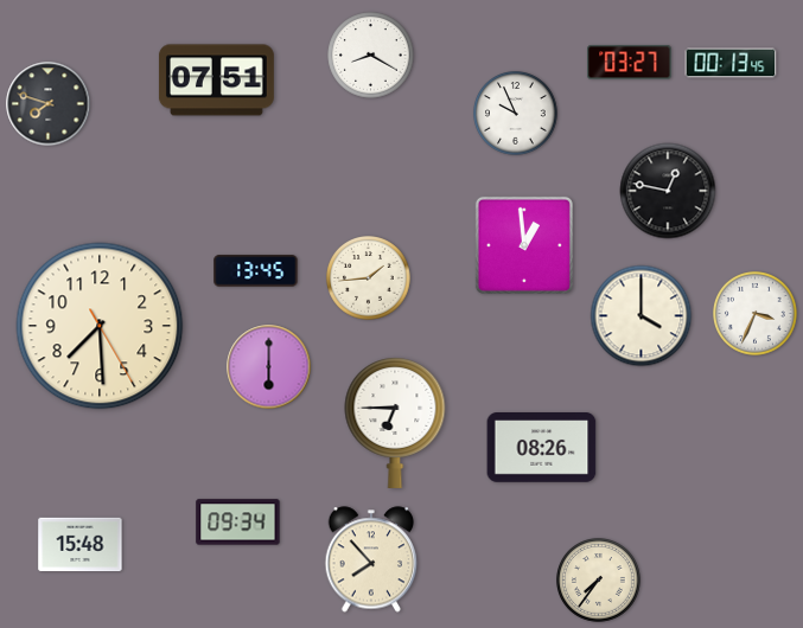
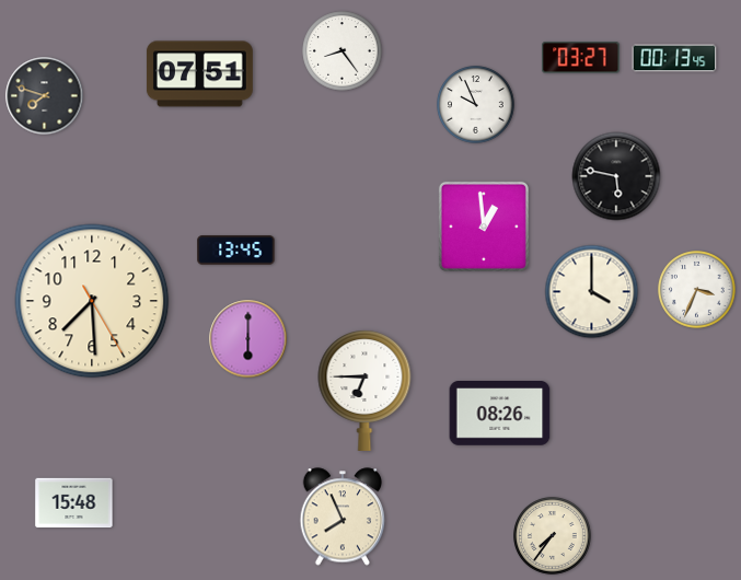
clock at (371, 56): 8:20 -> 8:24
clock at (668, 191): 12:47 -> 5:47
clock at (369, 278): 1:44 -> none
clock at (238, 523): 09:34 -> none
clock at (371, 559): 7:53 -> 7:56
